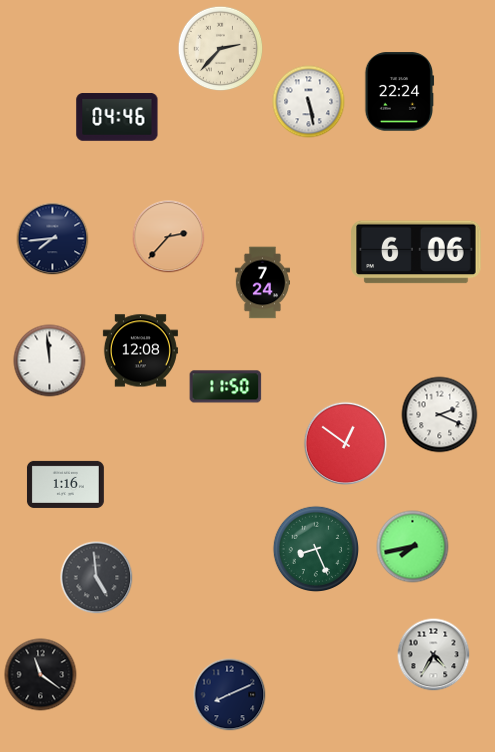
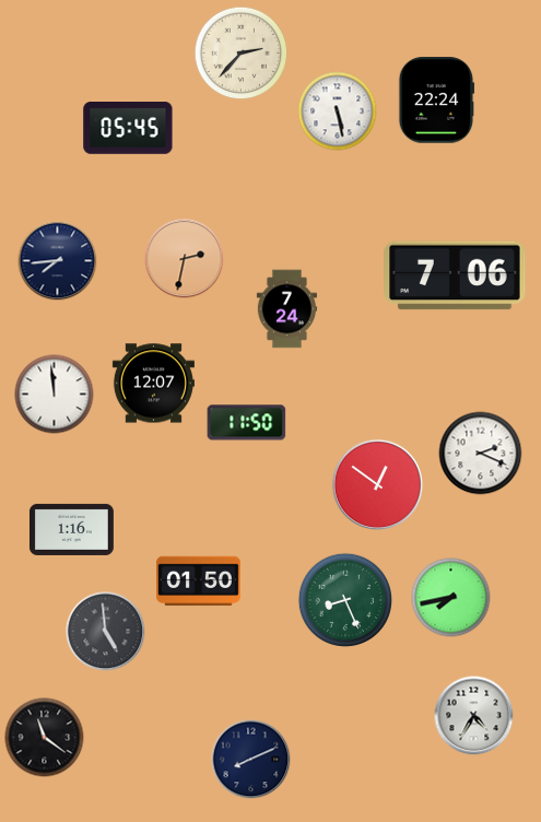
clock at (117, 118): 04:46 -> 05:45
clock at (169, 237): 2:37 -> 2:32
clock at (416, 252): 6:06 -> 7:06
clock at (140, 351): 12:08 -> 12:07
clock at (198, 582): none -> 01:50
